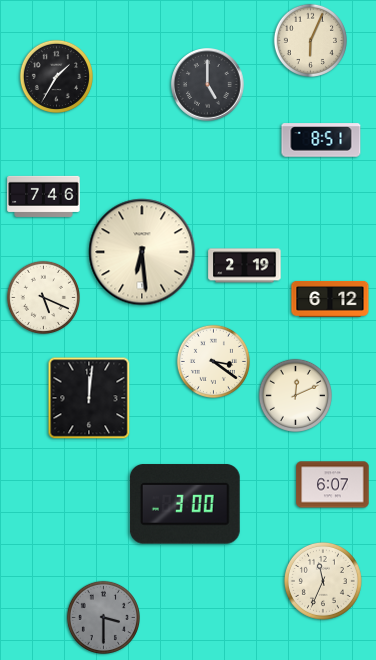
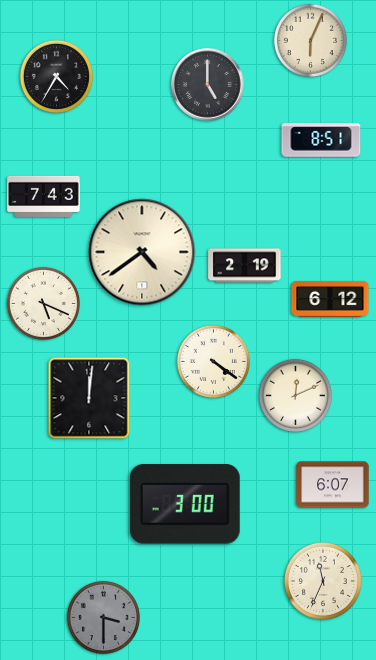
clock at (56, 76): 1:35 -> 4:35
clock at (44, 196): 7:46 -> 7:43
clock at (142, 252): 6:29 -> 4:39
clock at (43, 297) position: (43, 297) -> (43, 303)
clock at (213, 361): 3:21 -> 4:21
